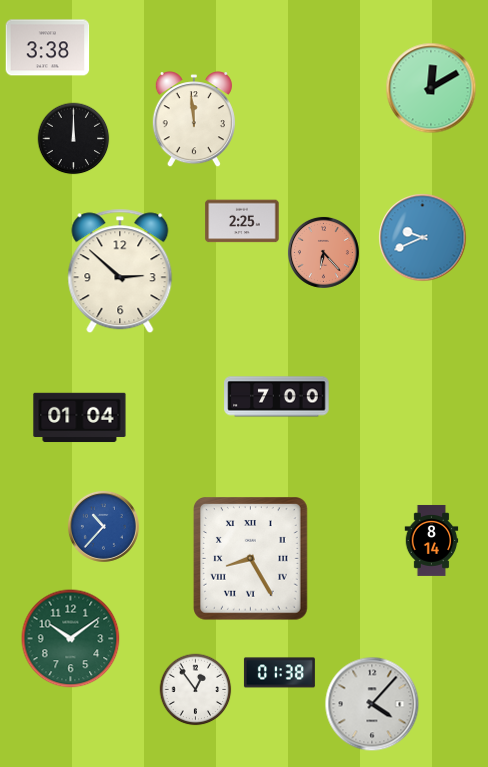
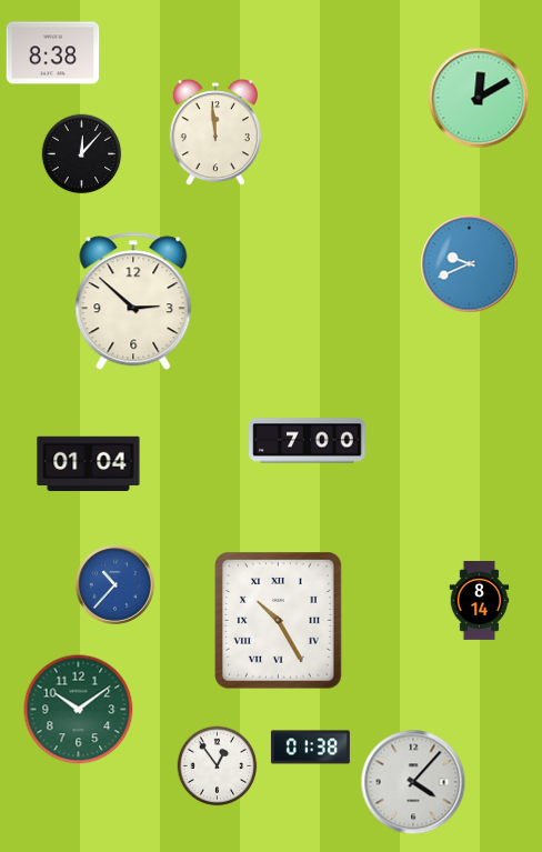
clock at (48, 48): 3:38 -> 8:38
clock at (74, 139): 12:00 -> 12:07
clock at (242, 221): 2:25 -> none
clock at (323, 252): 6:23 -> none
clock at (251, 559): 8:25 -> 10:25
